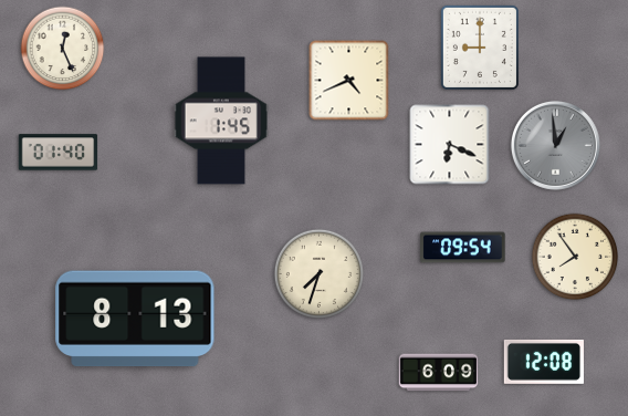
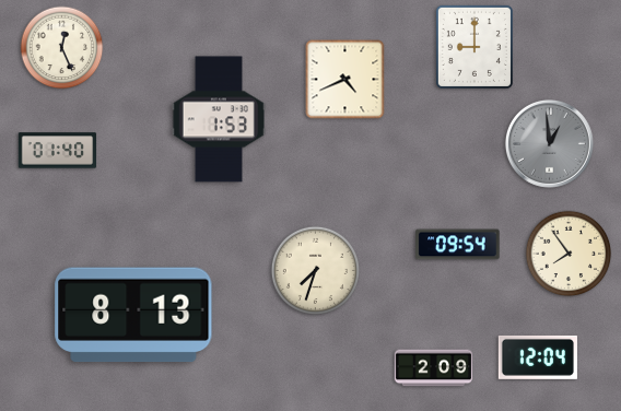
clock at (221, 121): 1:45 -> 1:53
clock at (450, 145): 6:19 -> none
clock at (544, 362): 12:08 -> 12:04
clock at (439, 373): 6:09 -> 2:09
